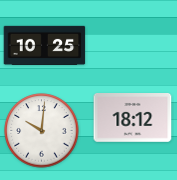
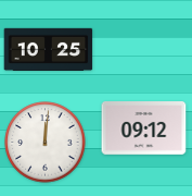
clock at (133, 118): 18:12 -> 09:12
clock at (42, 131): 10:01 -> 12:01
